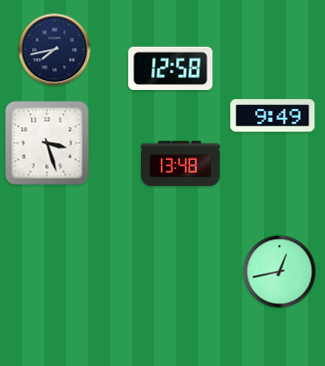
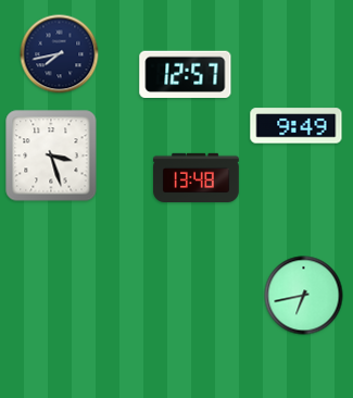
clock at (171, 68): 12:58 -> 12:57
clock at (280, 272): 12:43 -> 6:43
